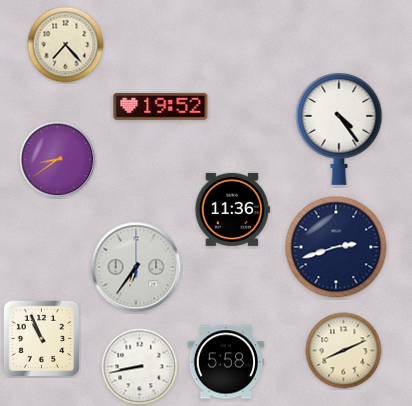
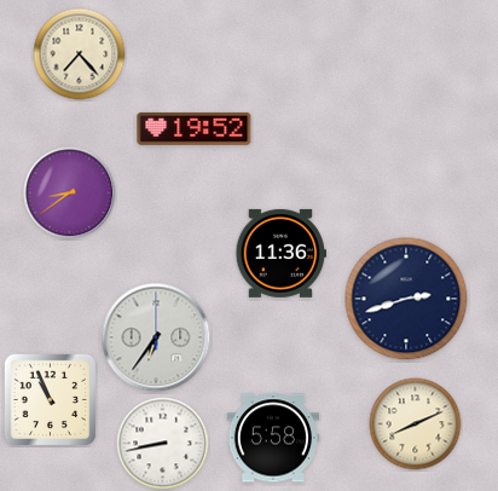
clock at (339, 129): 4:24 -> none
clock at (136, 267) position: (136, 267) -> (156, 337)
clock at (41, 338) position: (41, 338) -> (50, 399)
clock at (140, 367) position: (140, 367) -> (163, 444)
